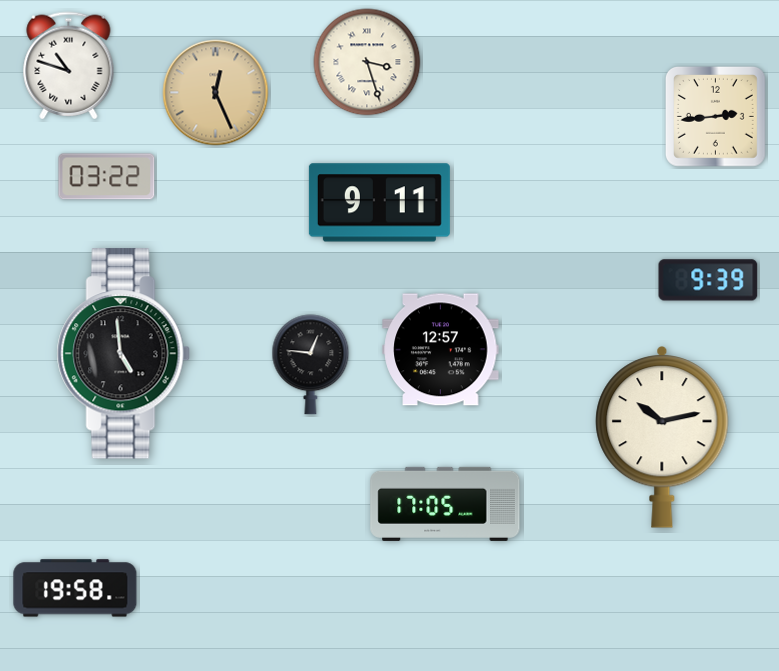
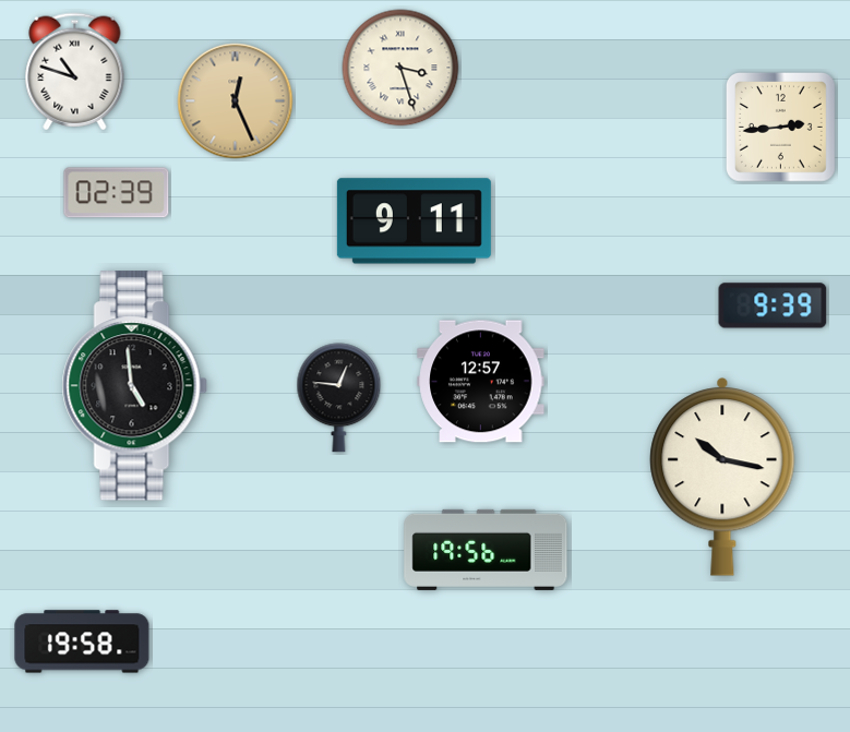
clock at (107, 177): 03:22 -> 02:39
clock at (662, 438): 10:13 -> 10:17
clock at (445, 504): 17:05 -> 19:56
